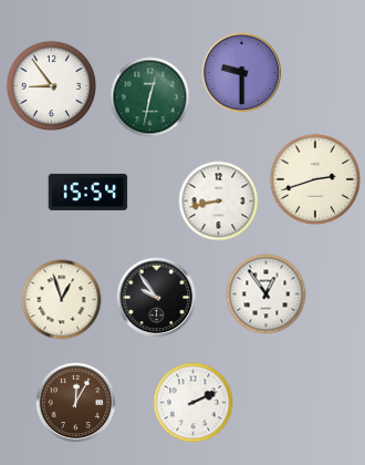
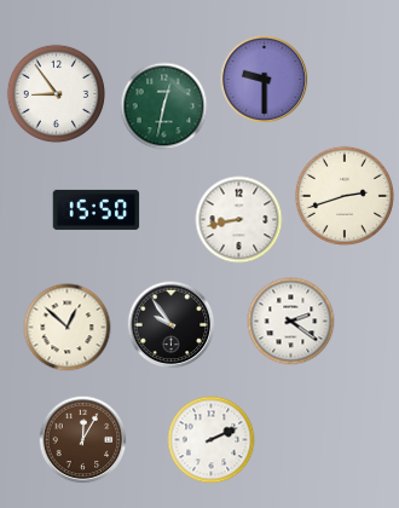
clock at (88, 192): 15:54 -> 15:50
clock at (267, 294): 12:54 -> 2:21
clock at (62, 300): 12:57 -> 12:52
